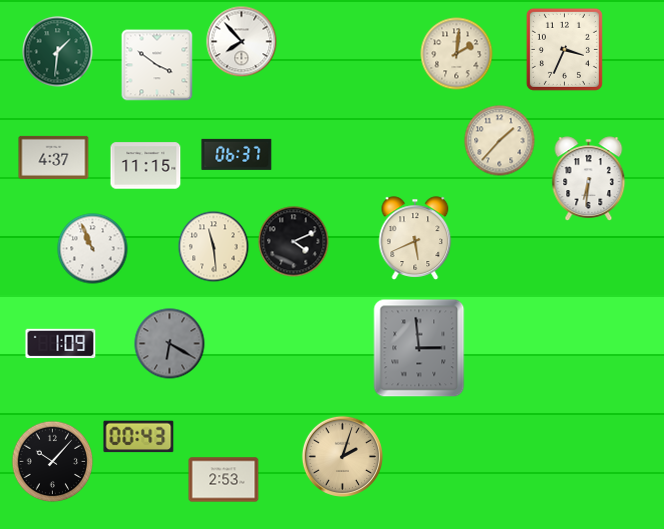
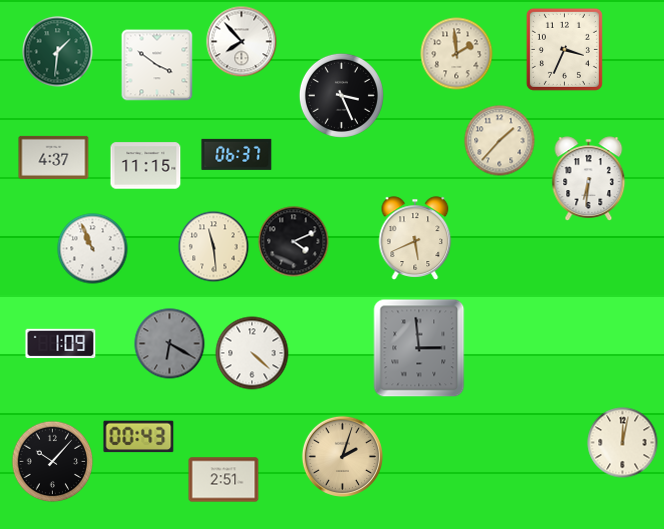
clock at (457, 54): 2:01 -> 1:59
clock at (341, 95): none -> 3:26
clock at (252, 353): none -> 4:22
clock at (623, 443): none -> 12:02
clock at (224, 480): 2:53 -> 2:51
